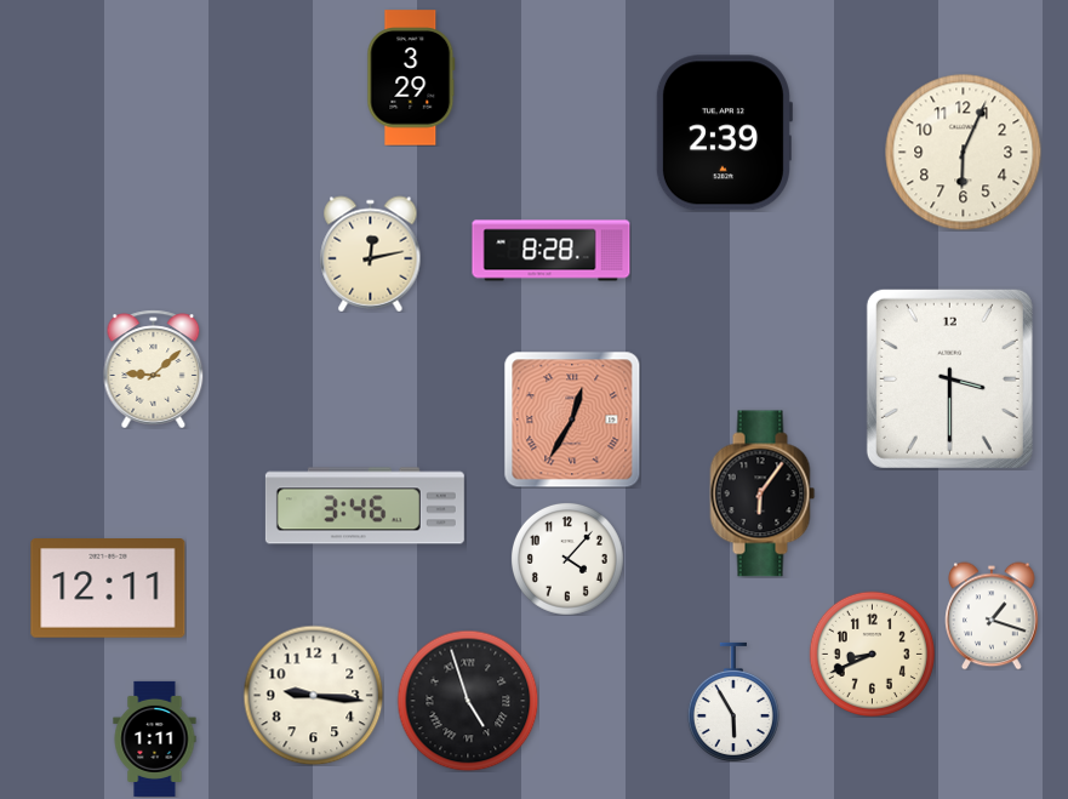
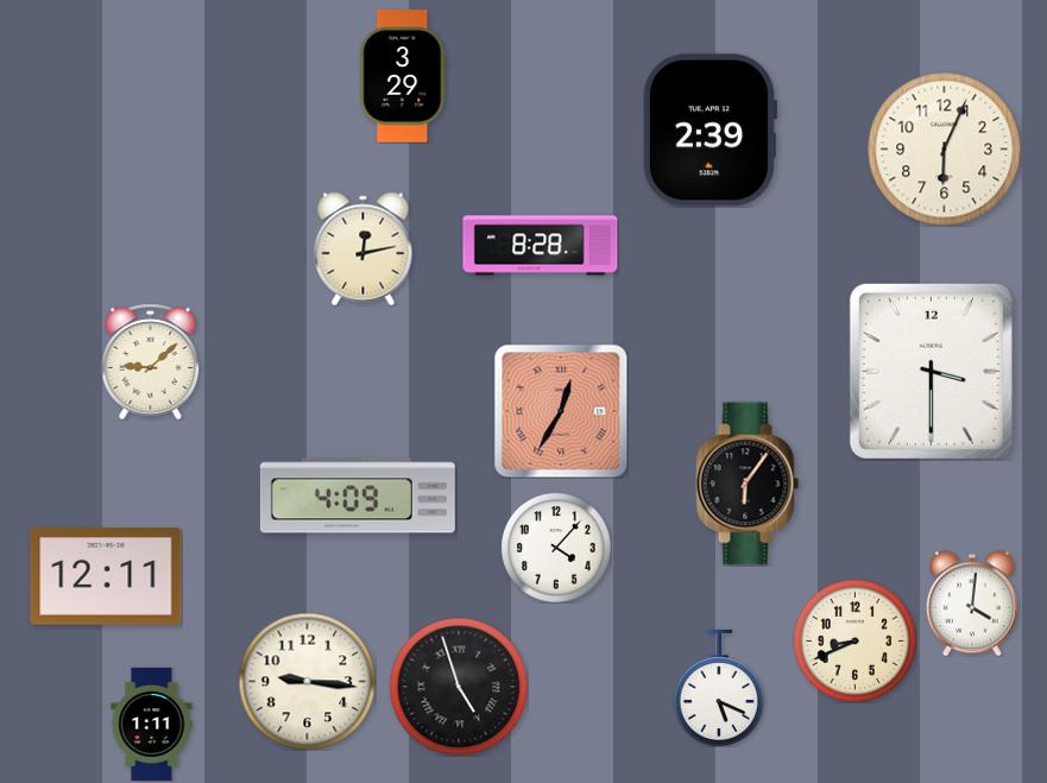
clock at (365, 506): 3:46 -> 4:09
clock at (992, 616): 1:18 -> 4:01
clock at (733, 702): 5:55 -> 5:19
